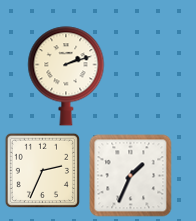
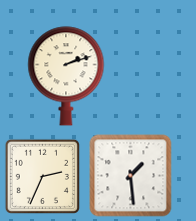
clock at (42, 170) position: (42, 170) -> (42, 176)
clock at (131, 176): 1:34 -> 1:29
